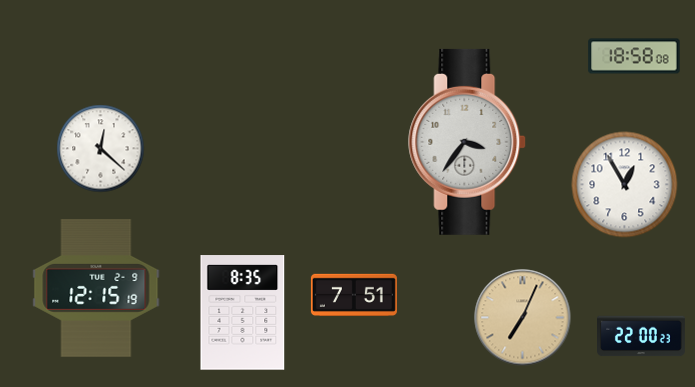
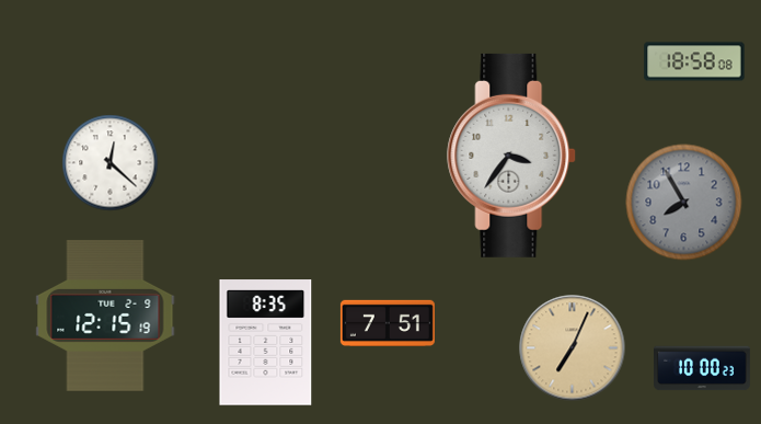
clock at (625, 185): 12:55 -> 7:55
clock at (625, 185) dial: white -> grey
clock at (642, 336): 22:00 -> 10:00
